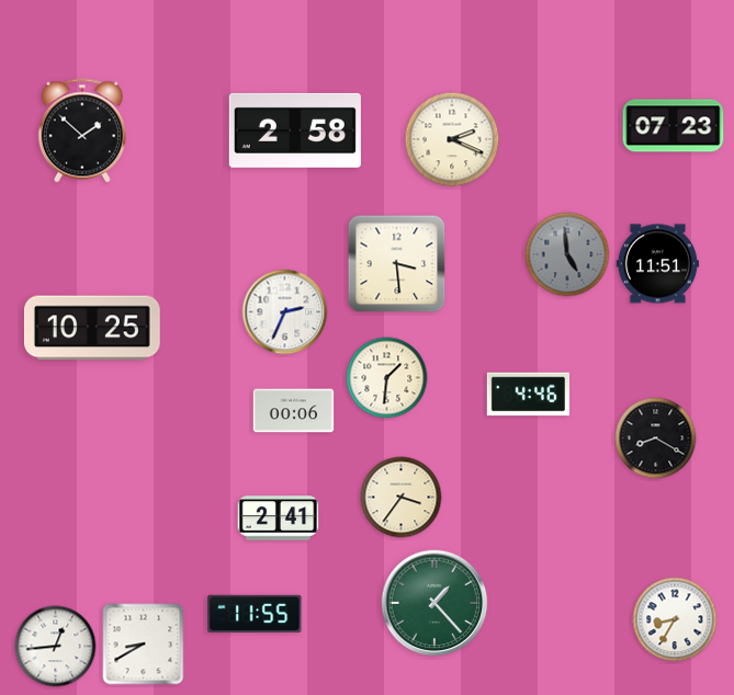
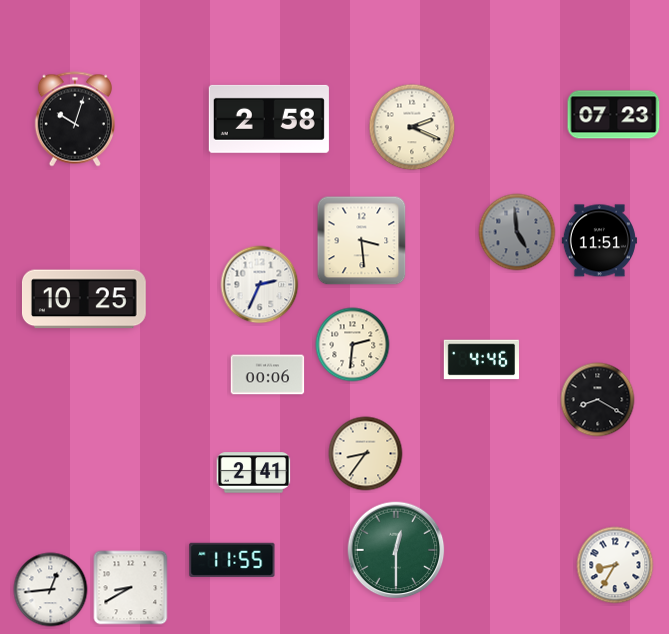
clock at (82, 130): 1:52 -> 10:03
clock at (387, 378): 1:31 -> 2:31
clock at (402, 498): 3:36 -> 8:36
clock at (434, 603): 1:23 -> 12:30
